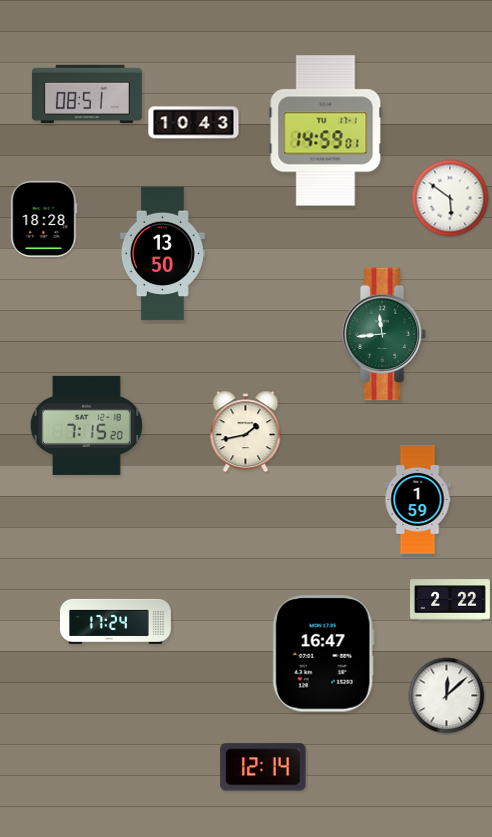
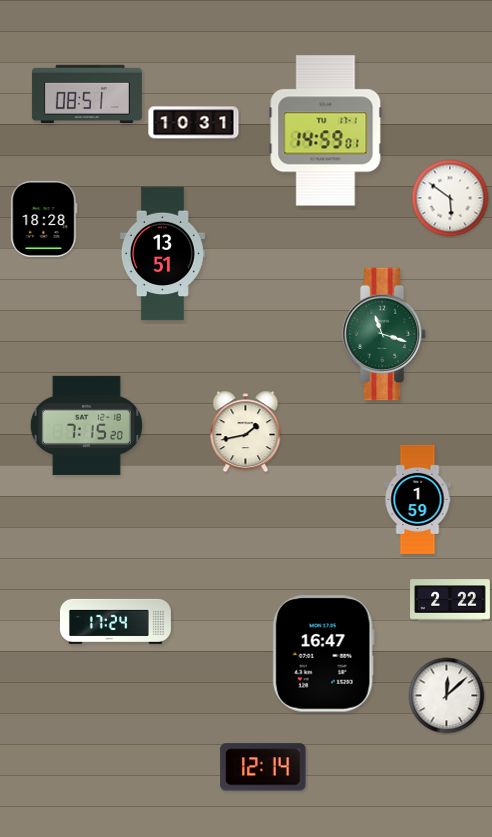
clock at (194, 123): 10:43 -> 10:31
clock at (162, 254): 13:50 -> 13:51
clock at (384, 334): 11:44 -> 11:18
